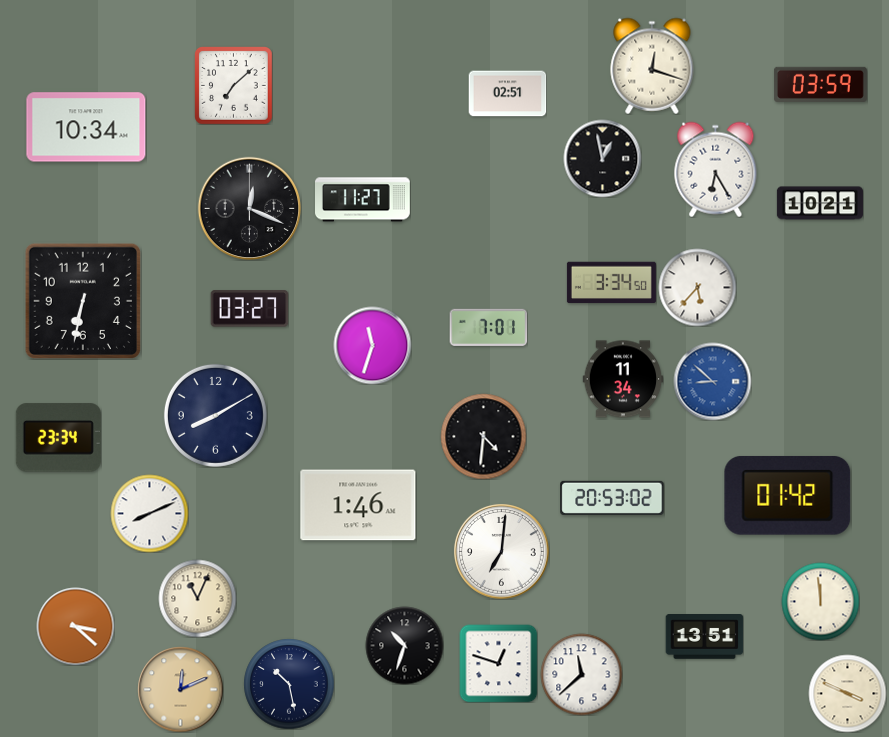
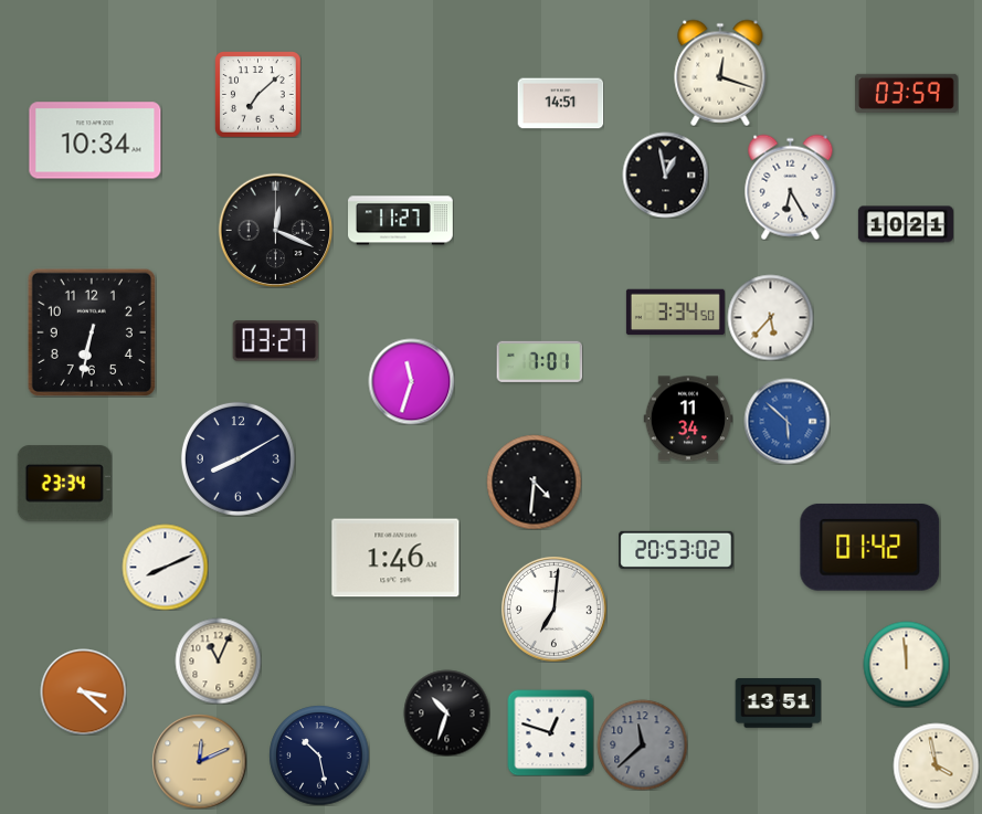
clock at (507, 94): 02:51 -> 14:51
clock at (712, 381): 8:52 -> 5:52
clock at (581, 674) dial: white -> grey
clock at (847, 693): 3:49 -> 3:58
